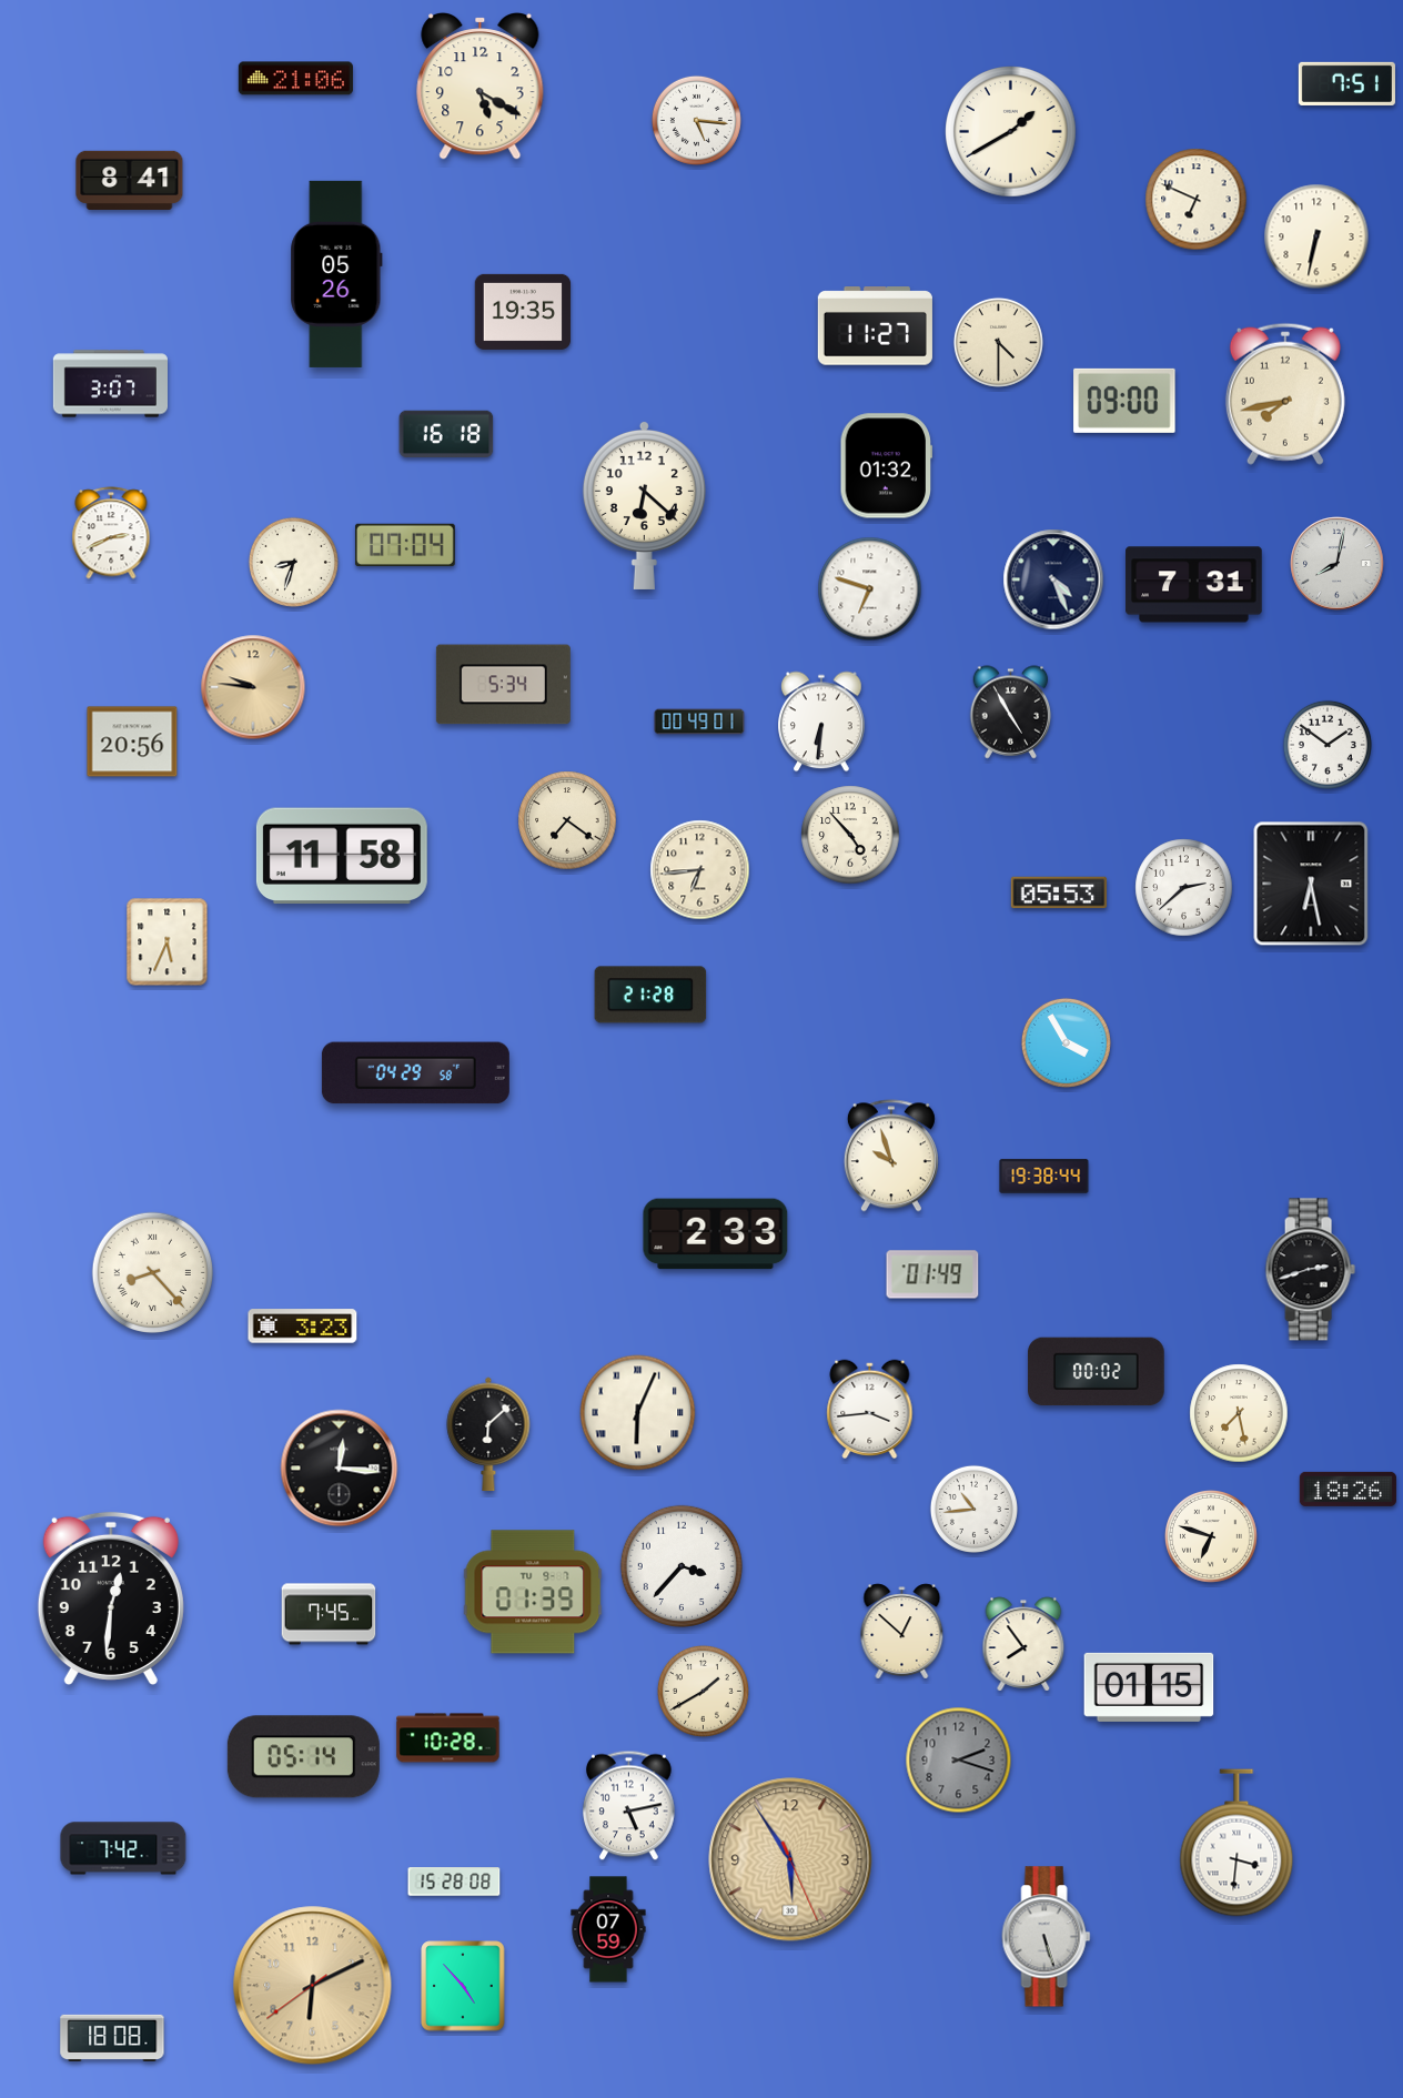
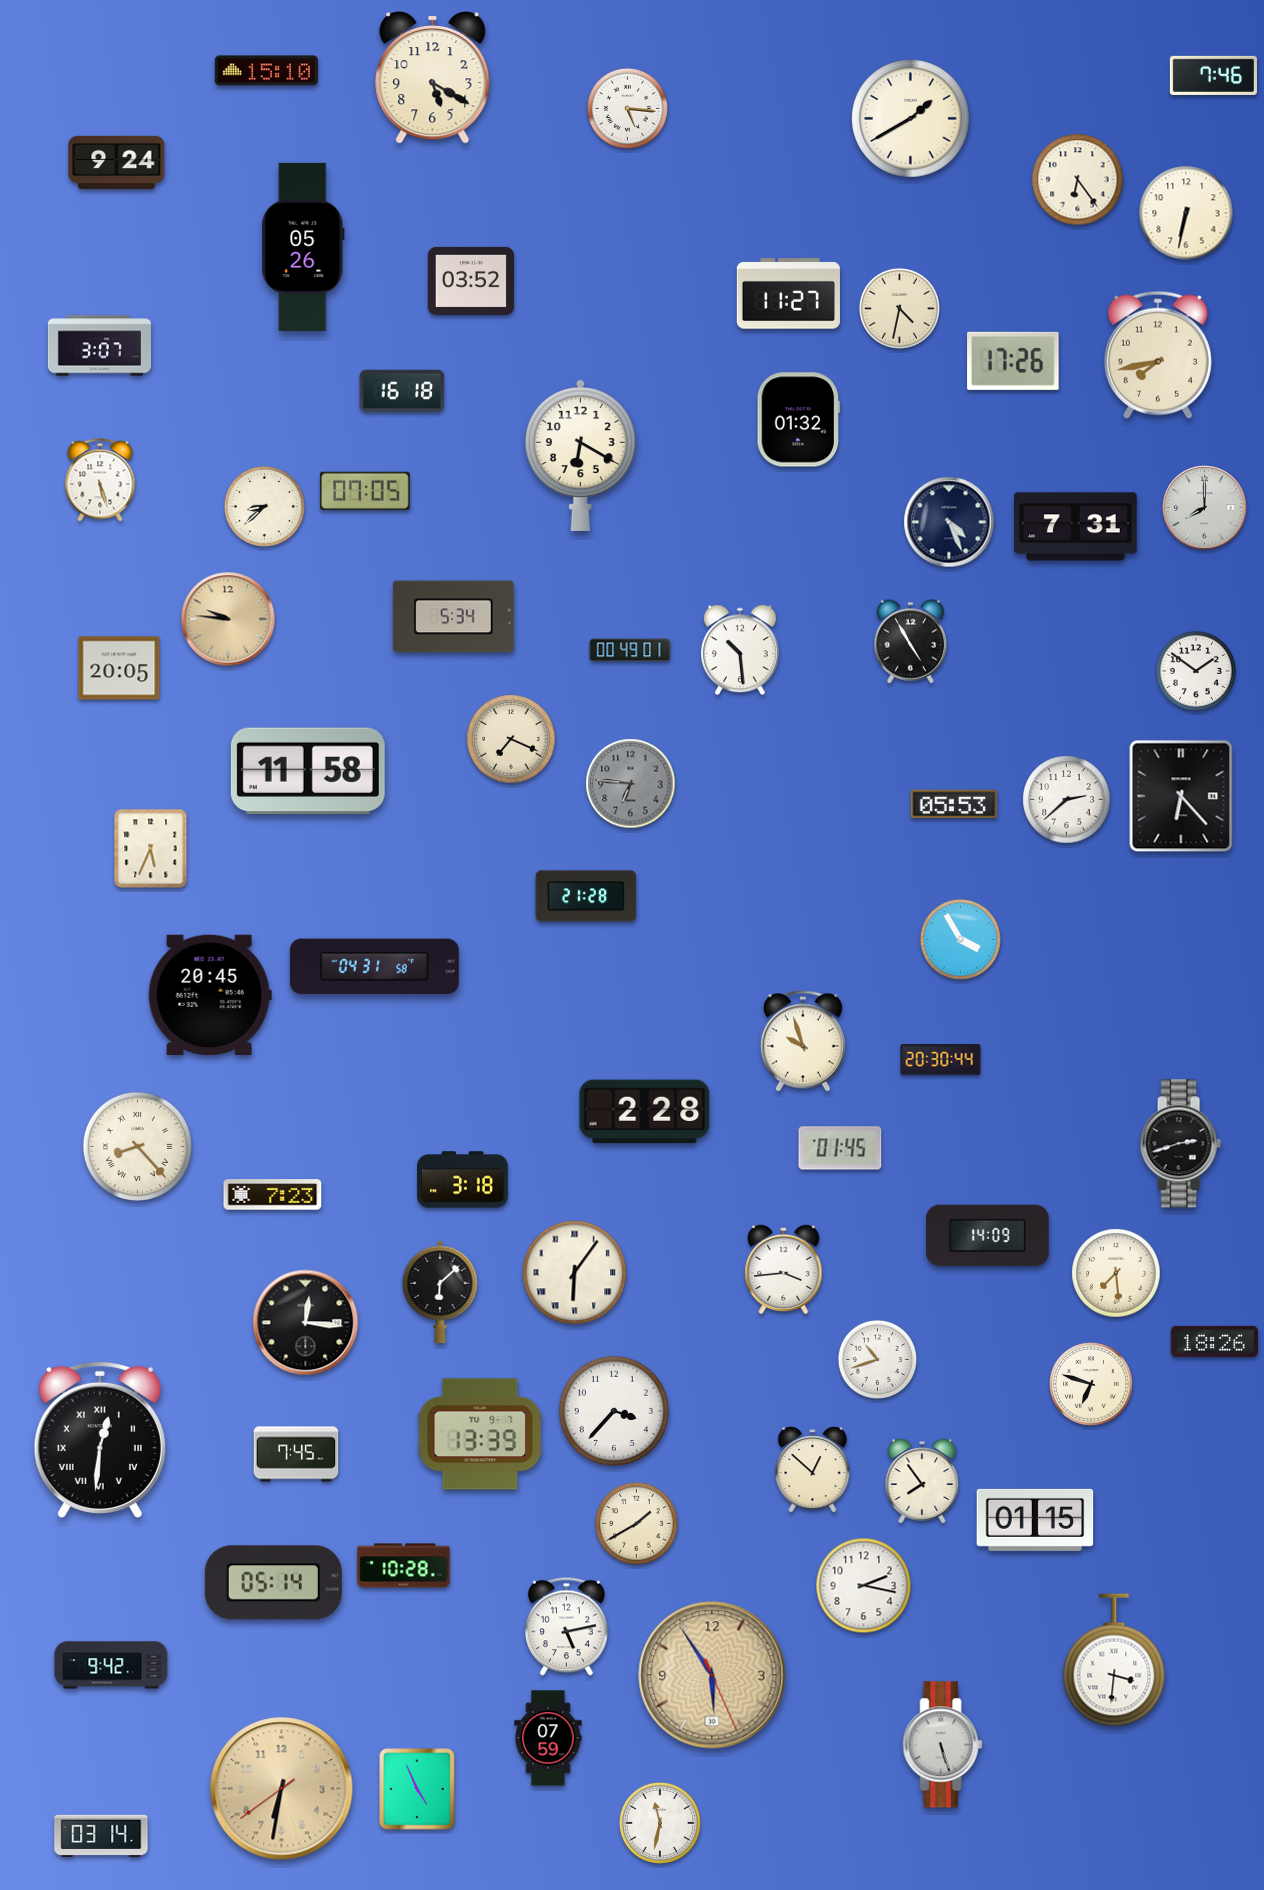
clock at (295, 79): 21:06 -> 15:10
clock at (1346, 83): 7:51 -> 7:46
clock at (130, 180): 8:41 -> 9:24
clock at (1197, 200): 6:49 -> 6:24
clock at (523, 312): 19:35 -> 03:52
clock at (998, 342): 4:30 -> 4:32
clock at (1124, 401): 09:00 -> 17:26
clock at (644, 505): 6:22 -> 6:20
clock at (111, 533): 2:41 -> 5:27
clock at (405, 545): 07:04 -> 07:05
clock at (293, 562): 8:33 -> 8:38
clock at (1338, 564): 8:02 -> 8:00
clock at (870, 589): 6:48 -> none
clock at (821, 722): 6:31 -> 10:29
clock at (132, 742): 20:56 -> 20:05
clock at (567, 820): 7:21 -> 7:19
clock at (850, 835): 4:53 -> none
clock at (700, 870): 6:44 -> 6:46
clock at (700, 870) dial: cream -> grey
clock at (1311, 884): 6:28 -> 6:23
clock at (415, 1073): 04:29 -> 04:31
clock at (210, 994): none -> 20:45
clock at (1044, 1177): 19:38 -> 20:30
clock at (716, 1234): 2:33 -> 2:28
clock at (932, 1274): 01:49 -> 01:45
clock at (463, 1180): none -> 3:18
clock at (303, 1327): 3:23 -> 7:23
clock at (1097, 1372): 00:02 -> 14:09
clock at (638, 1413): 6:04 -> 6:06
clock at (1239, 1413): 7:28 -> 7:29
clock at (973, 1509): 10:44 -> 10:42
clock at (533, 1592): 01:39 -> 13:39
clock at (111, 1597) numerals: Arabic -> Roman
clock at (703, 1691) position: (703, 1691) -> (636, 1523)
clock at (959, 1761): 2:18 -> 2:17
clock at (959, 1761) dial: grey -> white
clock at (123, 1848): 7:42 -> 9:42
clock at (454, 1882): 15:28 -> none
clock at (313, 1986): 6:10 -> 6:31
clock at (463, 1986): 4:53 -> 4:56
clock at (660, 1823): none -> 11:32
clock at (112, 2037): 18:08 -> 03:14
